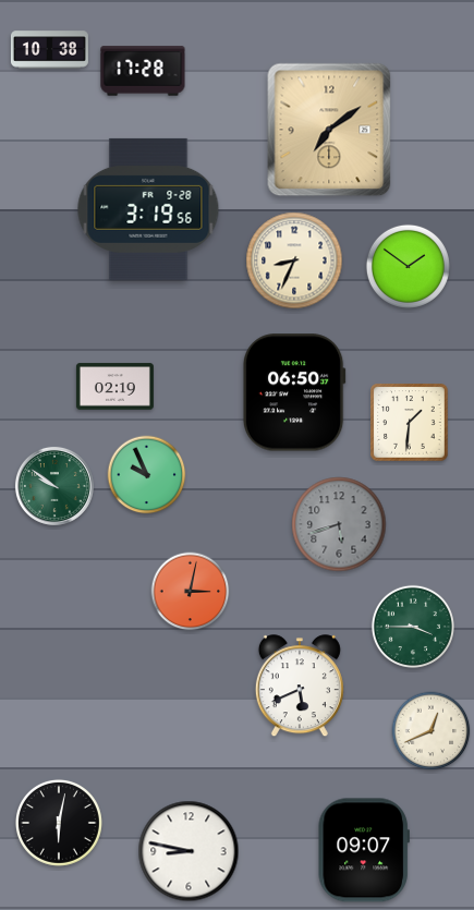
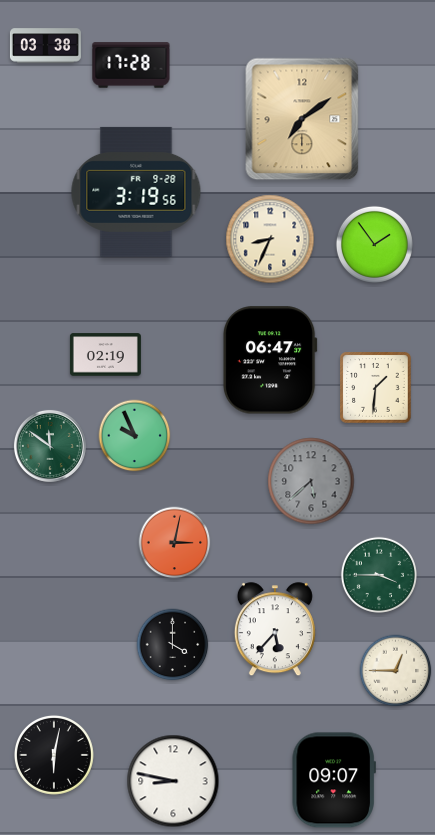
clock at (49, 50): 10:38 -> 03:38
clock at (408, 266): 1:51 -> 1:54
clock at (294, 392): 06:50 -> 06:47
clock at (54, 486): 9:51 -> 11:51
clock at (339, 524): 5:42 -> 5:38
clock at (300, 687): 5:41 -> 5:37
clock at (173, 645): none -> 4:00
clock at (432, 731): 12:41 -> 12:45
